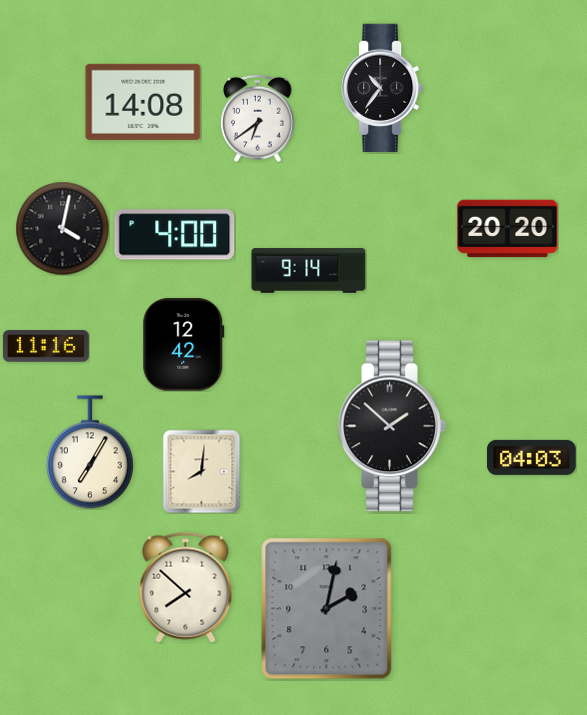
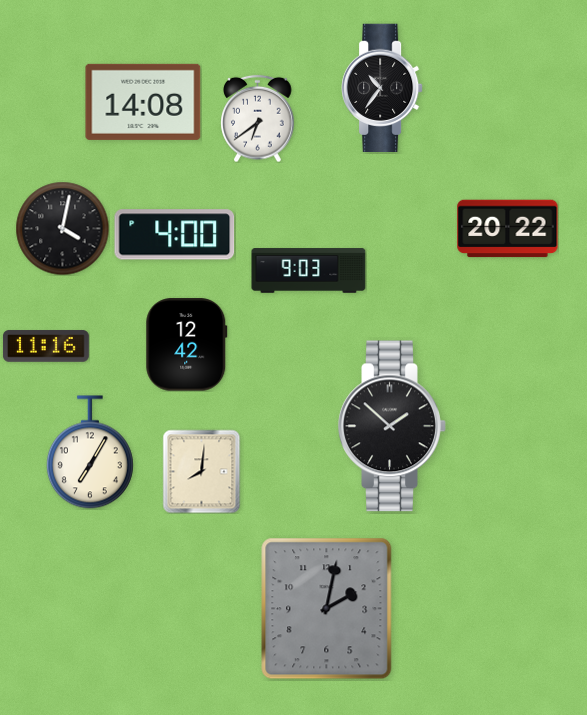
clock at (508, 229): 20:20 -> 20:22
clock at (309, 271): 9:14 -> 9:03
clock at (184, 345) position: (184, 345) -> (187, 345)
clock at (532, 457): 04:03 -> none
clock at (186, 587): 7:52 -> none
